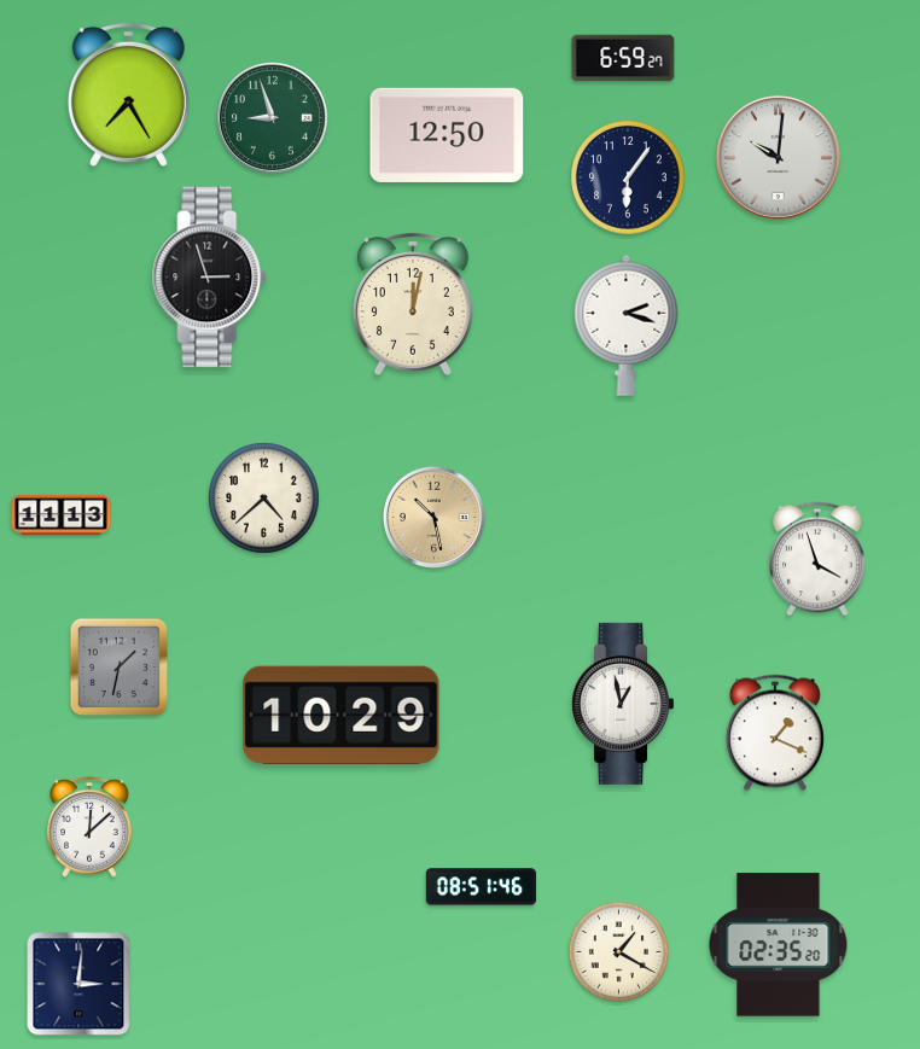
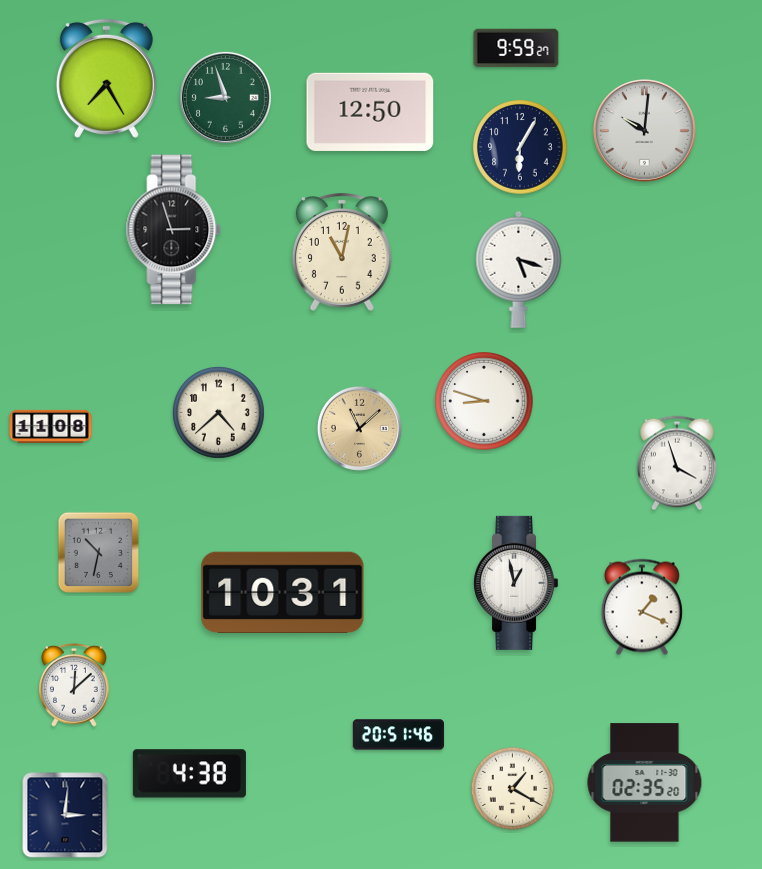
clock at (623, 58): 6:59 -> 9:59
clock at (628, 177): 6:06 -> 6:05
clock at (413, 305): 12:02 -> 11:02
clock at (627, 325): 2:18 -> 5:18
clock at (484, 401): none -> 8:48
clock at (62, 514): 11:13 -> 11:08
clock at (433, 517): 10:28 -> 11:08
clock at (120, 668): 1:32 -> 10:32
clock at (342, 715): 10:29 -> 10:31
clock at (481, 887): 08:51 -> 20:51
clock at (189, 774): none -> 4:38
